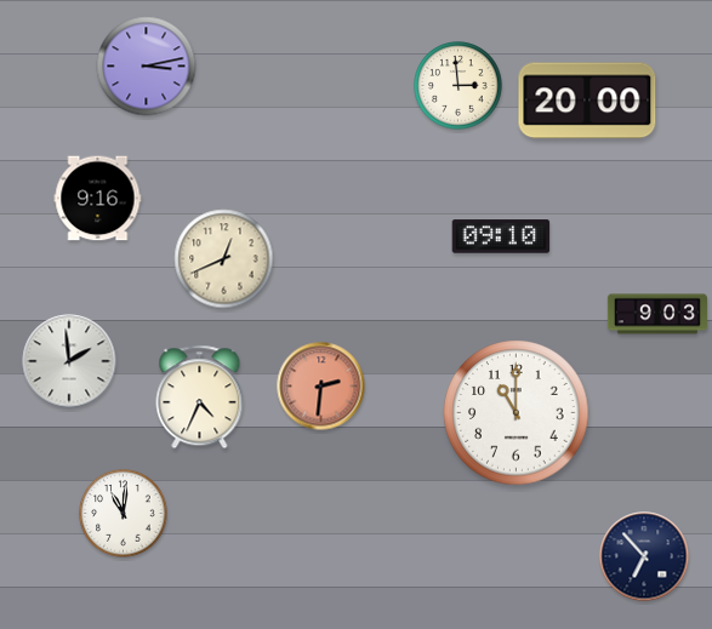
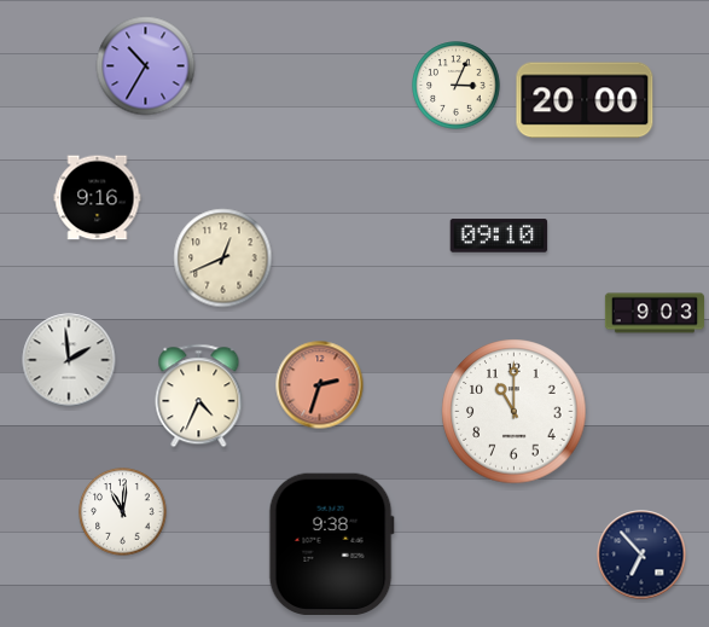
clock at (147, 67): 3:13 -> 10:35
clock at (458, 86): 2:59 -> 3:04
clock at (321, 387): 2:31 -> 2:33
clock at (331, 544): none -> 9:38
